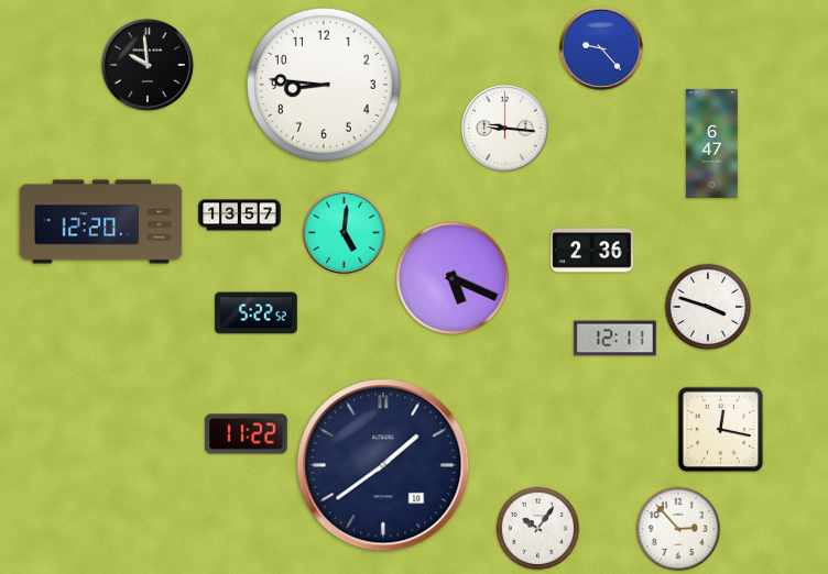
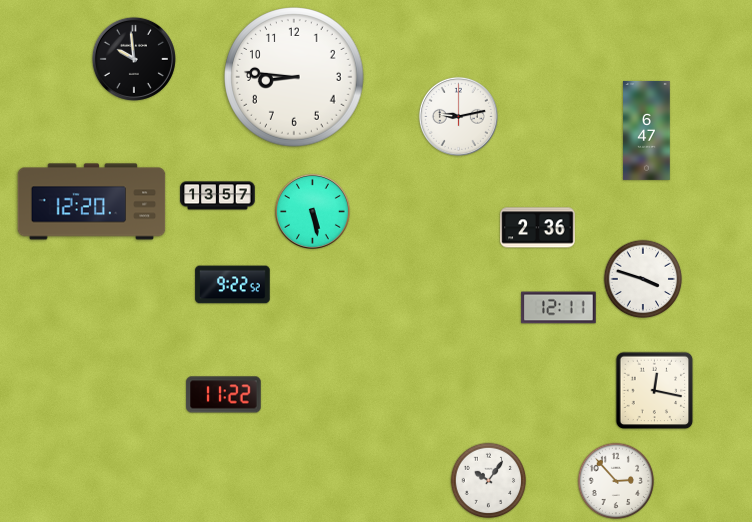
clock at (601, 48): 9:23 -> none
clock at (504, 128): 9:16 -> 9:13
clock at (344, 232): 5:01 -> 5:28
clock at (453, 278): 5:19 -> none
clock at (257, 313): 5:22 -> 9:22
clock at (383, 465): 1:39 -> none
